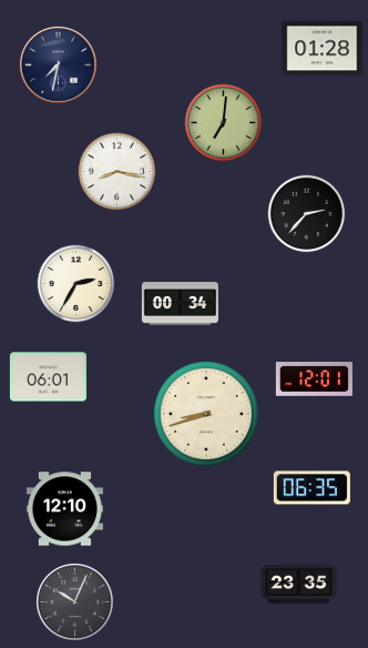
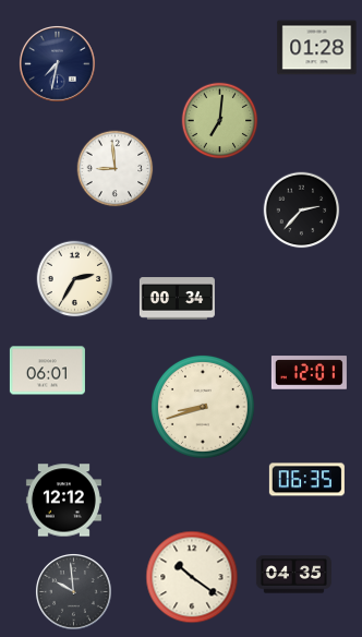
clock at (117, 172): 8:17 -> 8:59
clock at (64, 509): 12:10 -> 12:12
clock at (298, 585): 23:35 -> 04:35
clock at (192, 577): none -> 10:21
clock at (75, 603): 10:04 -> 9:59
